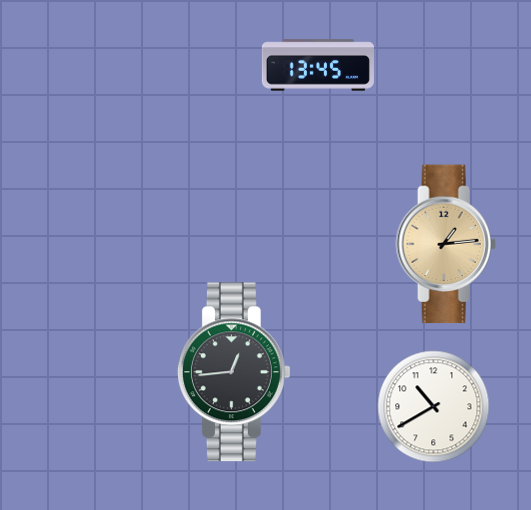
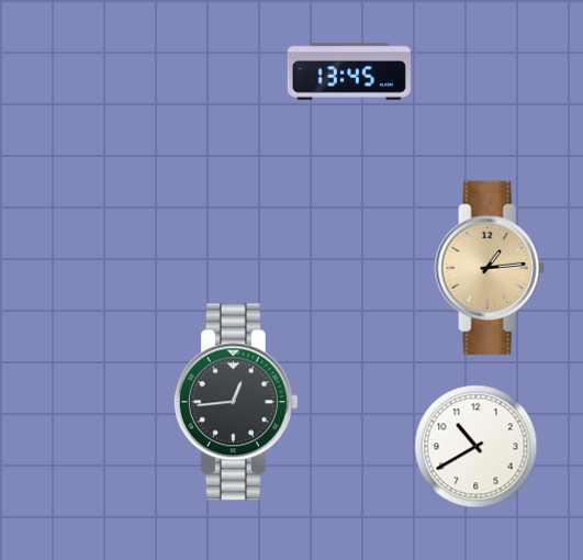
clock at (234, 372) position: (234, 372) -> (236, 402)
